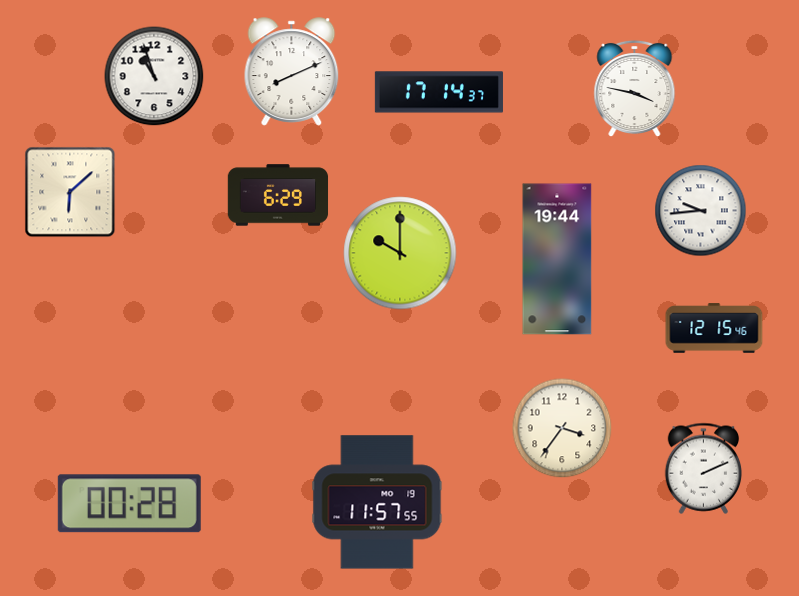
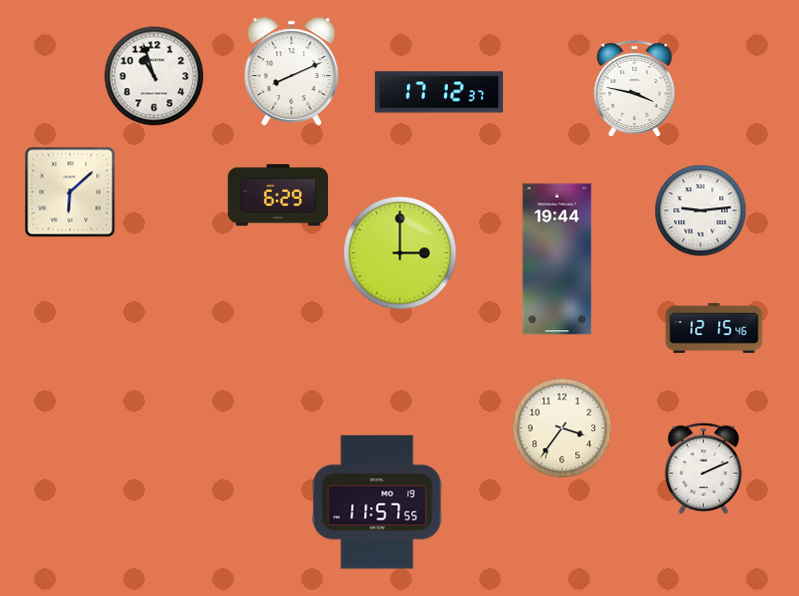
clock at (439, 92): 17:14 -> 17:12
clock at (701, 211): 9:44 -> 9:14
clock at (400, 253): 10:00 -> 3:00
clock at (129, 504): 00:28 -> none
